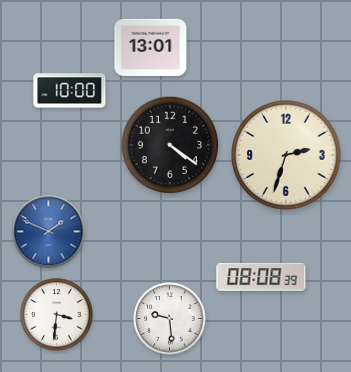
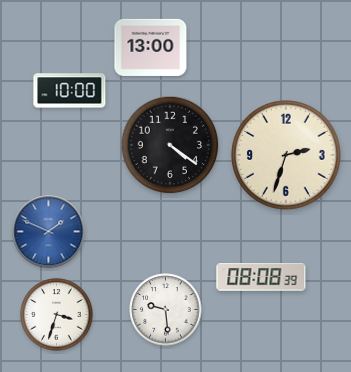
clock at (151, 47): 13:01 -> 13:00
clock at (57, 315): 3:31 -> 3:33
clock at (170, 319) position: (170, 319) -> (166, 310)
